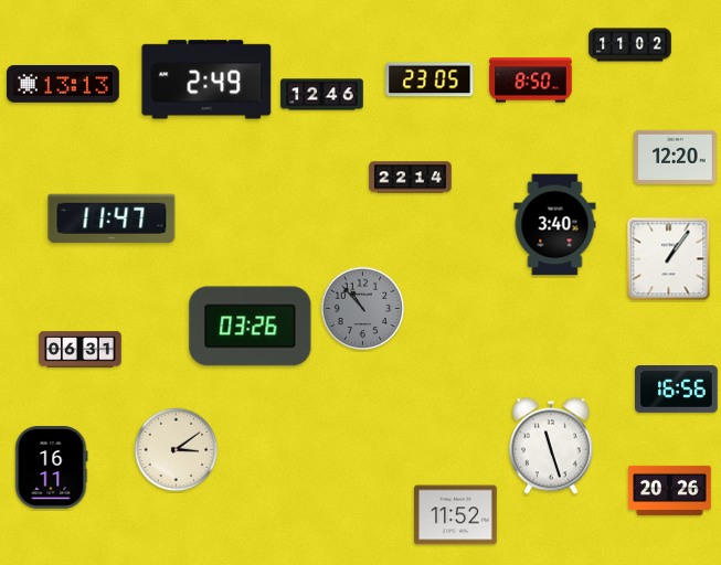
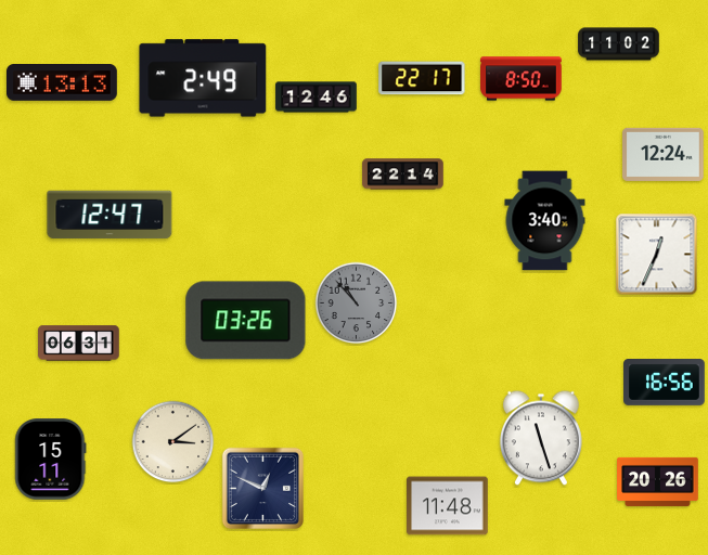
clock at (430, 79): 23:05 -> 22:17
clock at (322, 95) position: (322, 95) -> (317, 98)
clock at (676, 157): 12:20 -> 12:24
clock at (112, 218): 11:47 -> 12:47
clock at (669, 259): 1:06 -> 12:34
clock at (52, 468): 16:11 -> 15:11
clock at (262, 488): none -> 12:49
clock at (456, 515): 11:52 -> 11:48
